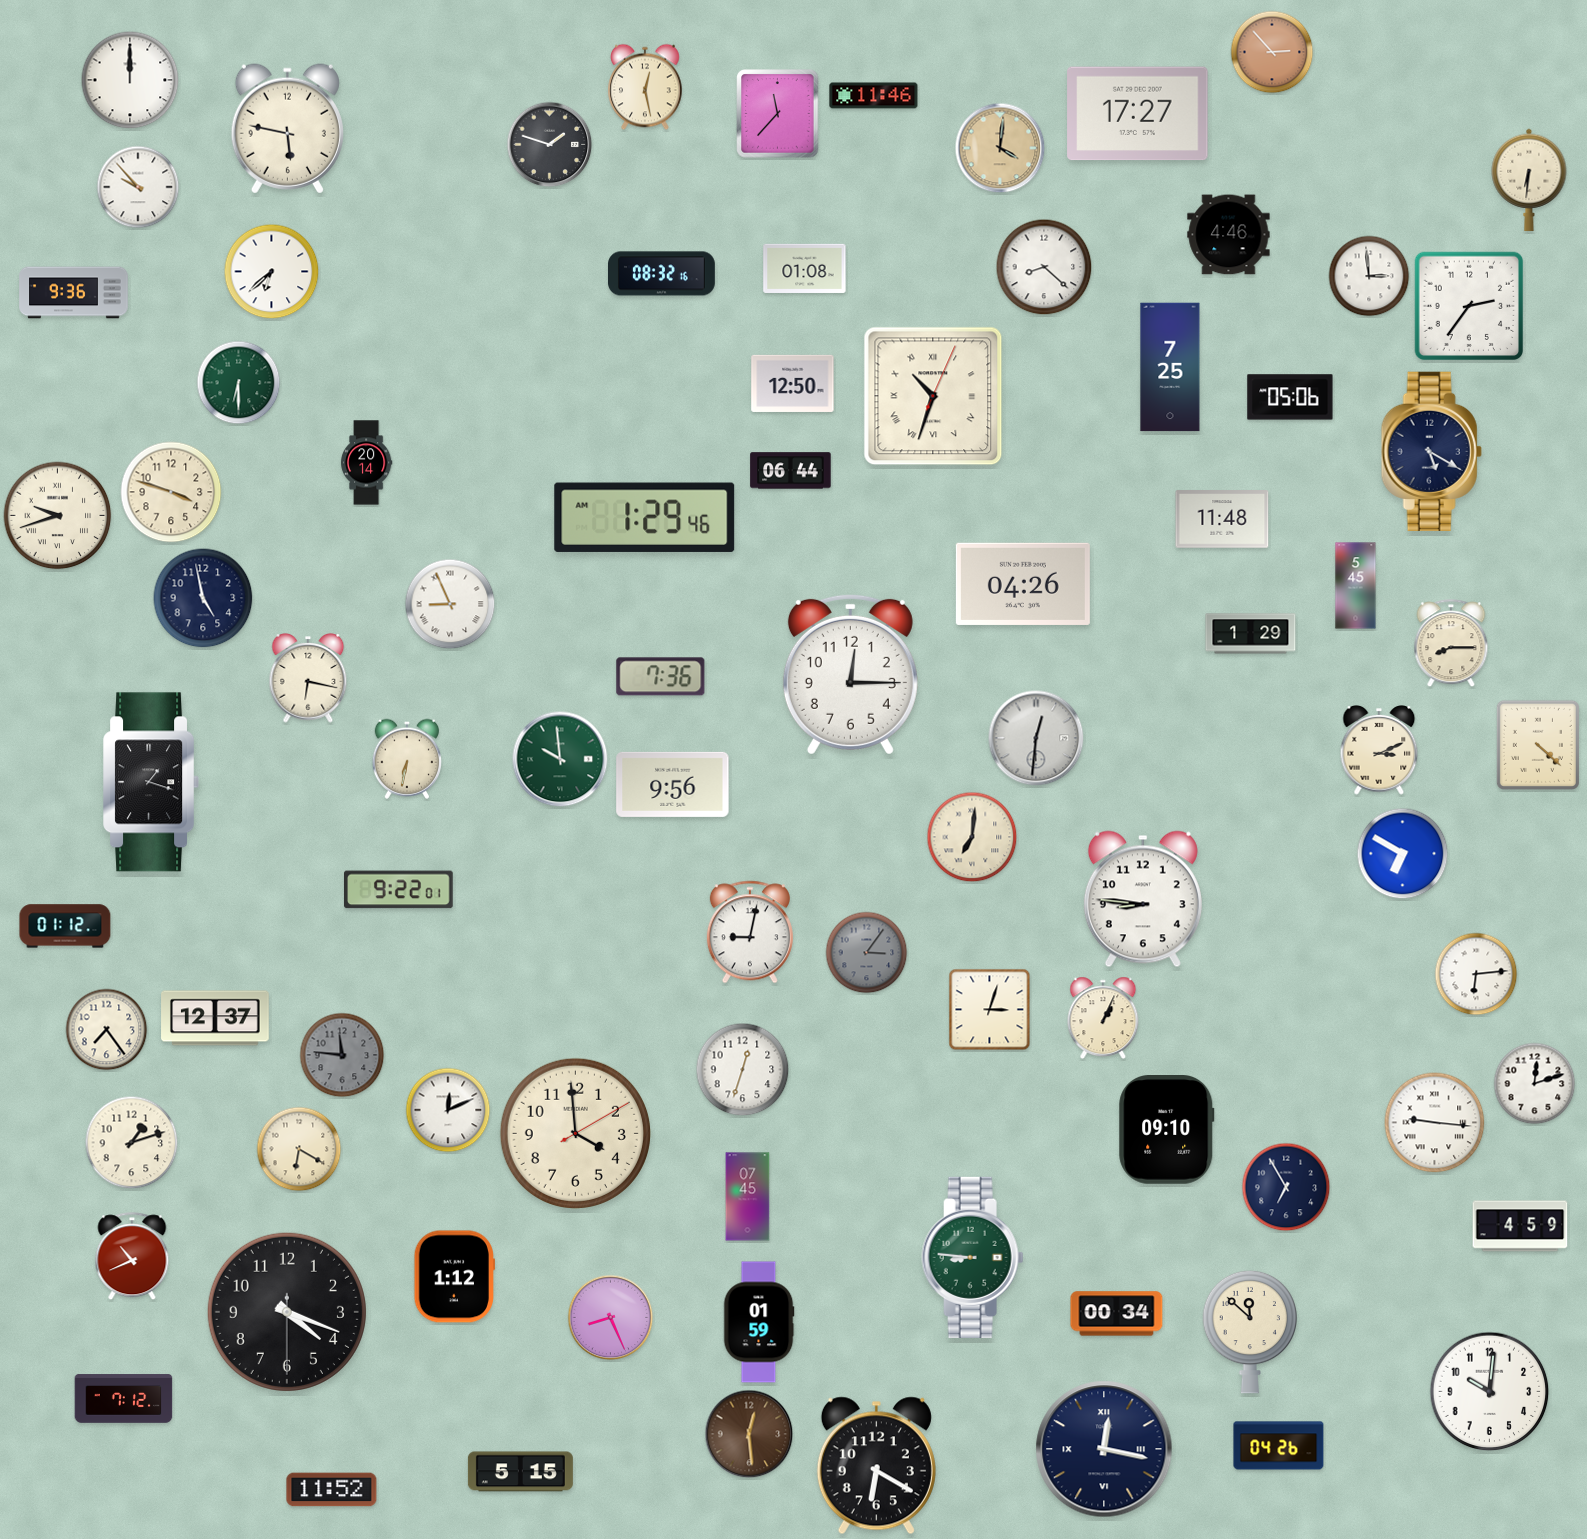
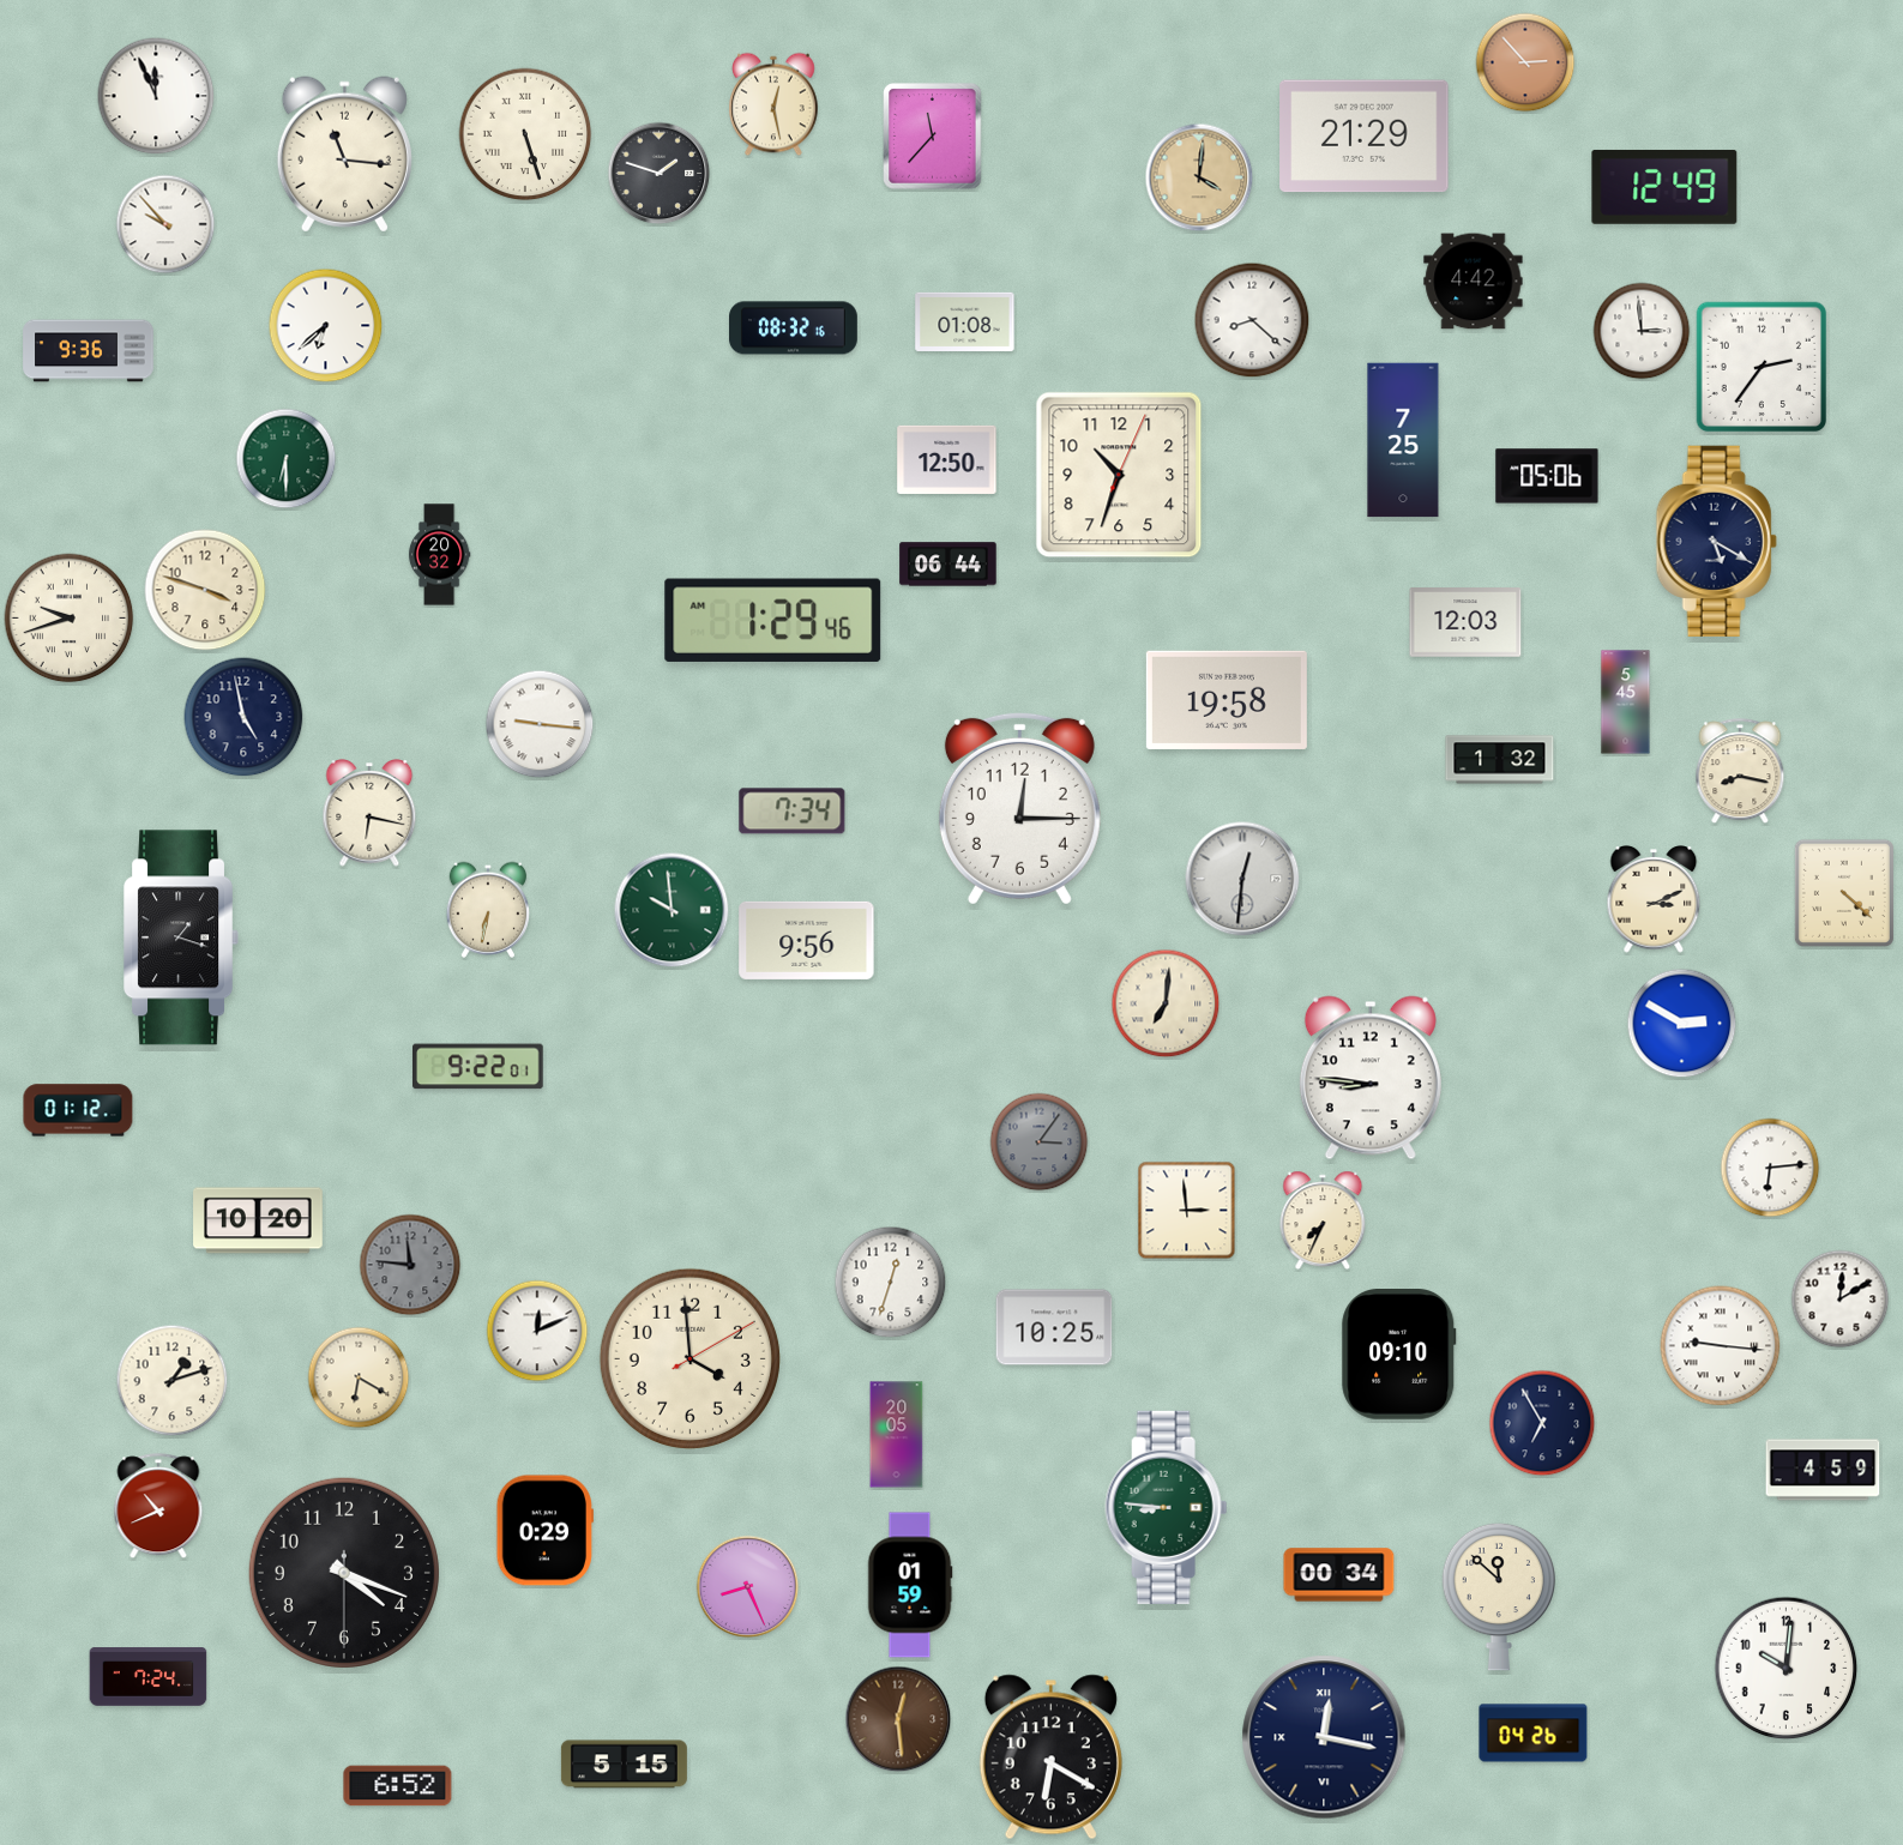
clock at (130, 80): 12:00 -> 11:56
clock at (874, 96): 11:46 -> none
clock at (525, 134): none -> 5:27
clock at (1138, 114): 17:27 -> 21:29
clock at (287, 129): 5:47 -> 11:16
clock at (1664, 187): none -> 12:49
clock at (1529, 180): 6:31 -> none
clock at (1229, 235): 4:46 -> 4:42
clock at (793, 383) position: (793, 383) -> (947, 459)
clock at (933, 396) numerals: Roman -> Arabic
clock at (366, 463): 20:14 -> 20:32
clock at (1222, 519): 11:48 -> 12:03
clock at (1023, 584): 04:26 -> 19:58
clock at (450, 604): 8:56 -> 9:16
clock at (1251, 634): 1:29 -> 1:32
clock at (1451, 644): 8:15 -> 8:17
clock at (661, 677): 7:36 -> 7:34
clock at (1036, 738) position: (1036, 738) -> (1242, 879)
clock at (1403, 854): 6:50 -> 2:50
clock at (750, 932): 9:02 -> none
clock at (990, 1010): 3:03 -> 2:59
clock at (215, 1018): 12:37 -> 10:20
clock at (1103, 1018): 1:04 -> 7:34
clock at (107, 1030): 7:24 -> none
clock at (1535, 1084): 12:12 -> 12:10
clock at (1054, 1327): none -> 10:25
clock at (132, 1143) position: (132, 1143) -> (173, 1381)
clock at (748, 1197): 07:45 -> 20:05
clock at (454, 1277): 1:12 -> 0:29
clock at (611, 1318) position: (611, 1318) -> (748, 1587)
clock at (124, 1399): 7:12 -> 7:24
clock at (332, 1490): 11:52 -> 6:52
